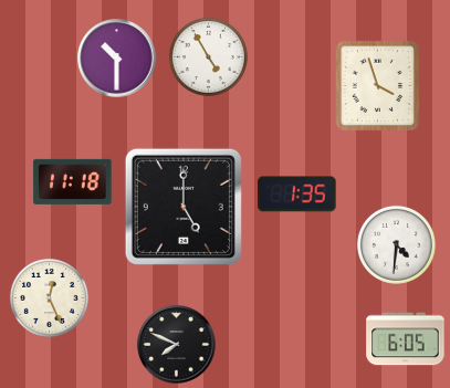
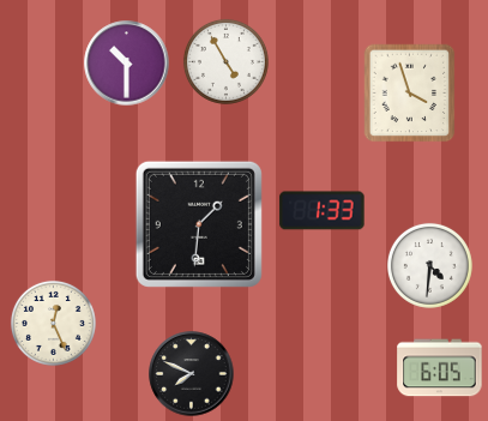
clock at (73, 181): 11:18 -> none
clock at (297, 195): 1:35 -> 1:33
clock at (184, 207): 5:00 -> 1:31
